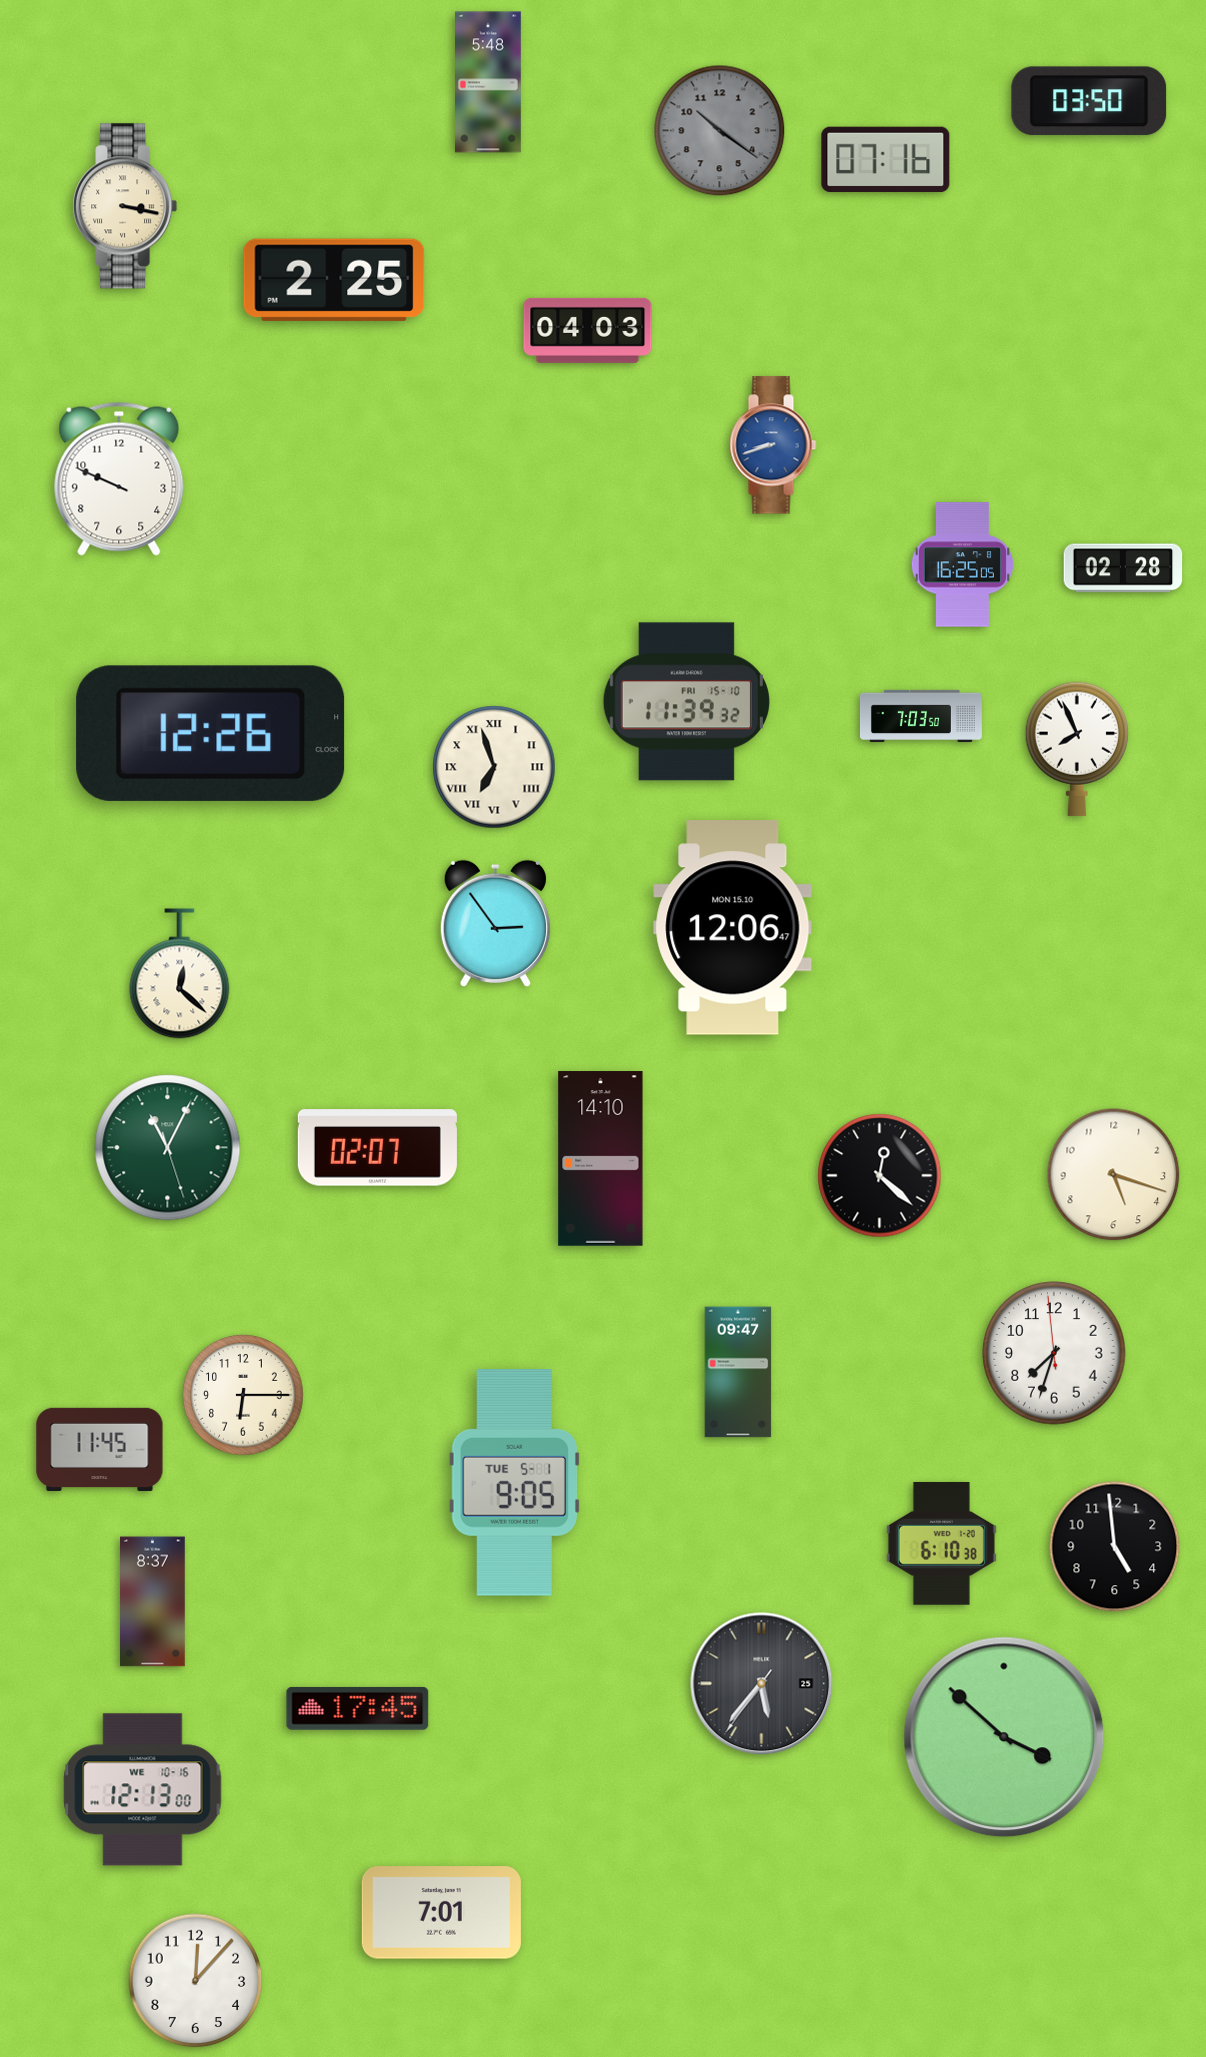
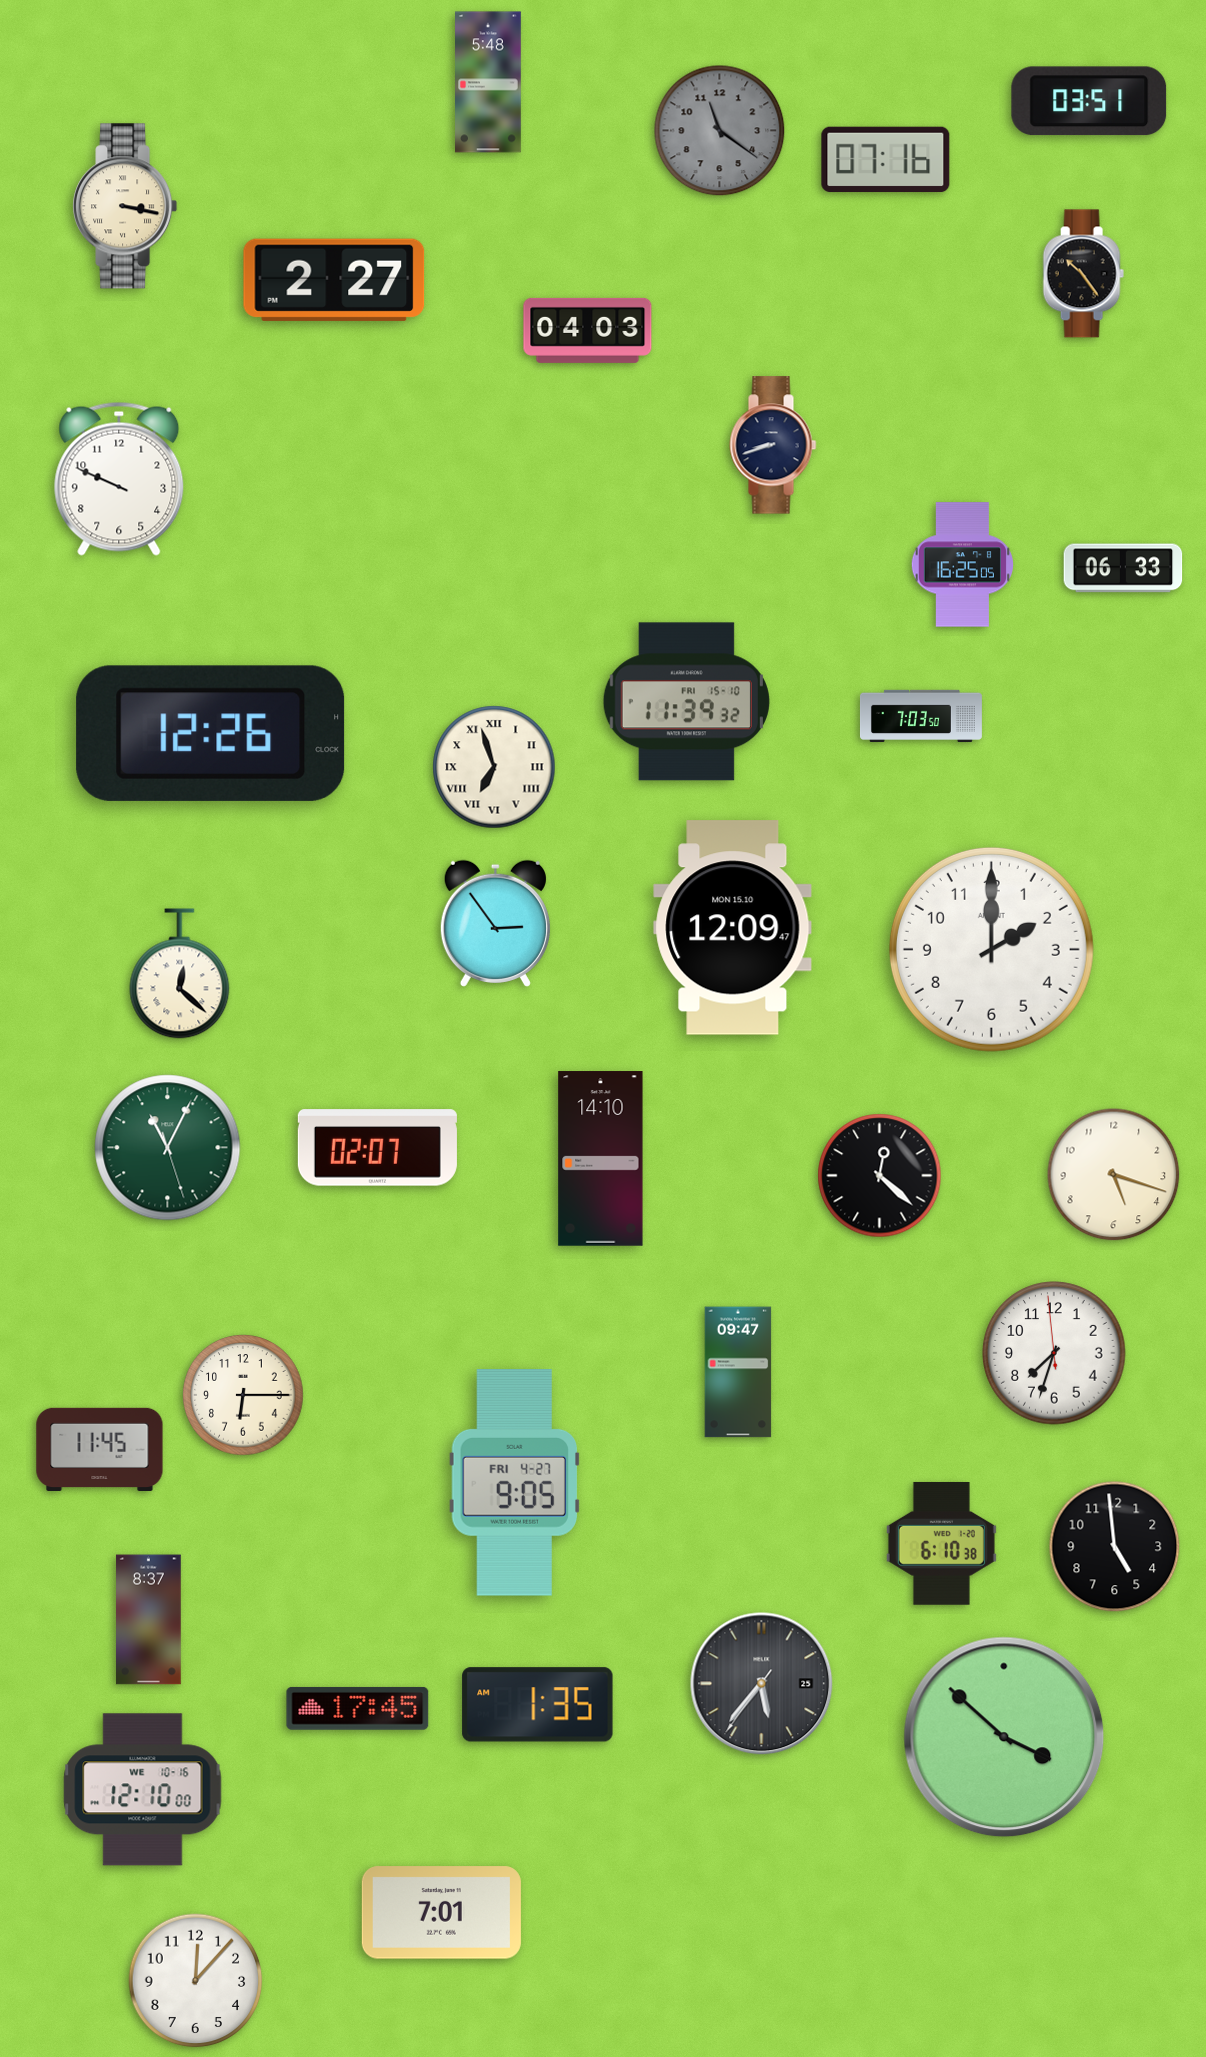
clock at (1089, 101): 03:50 -> 03:51
clock at (720, 131): 10:21 -> 11:21
clock at (1083, 274): none -> 10:24
clock at (334, 280): 2:25 -> 2:27
clock at (773, 445) dial: blue -> navy
clock at (1123, 568): 02:28 -> 06:33
clock at (1076, 749): 7:56 -> none
clock at (733, 928): 12:06 -> 12:09
clock at (991, 949): none -> 2:00
clock at (514, 1483) date: TUE 5-1 -> FRI 4-27
clock at (153, 1602) position: (153, 1602) -> (149, 1620)
clock at (538, 1705): none -> 1:35
clock at (143, 1790): 12:13 -> 12:10
